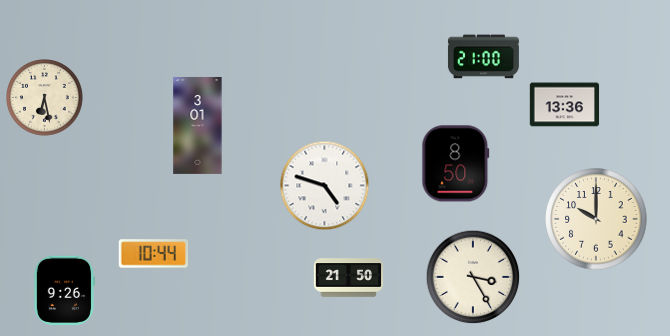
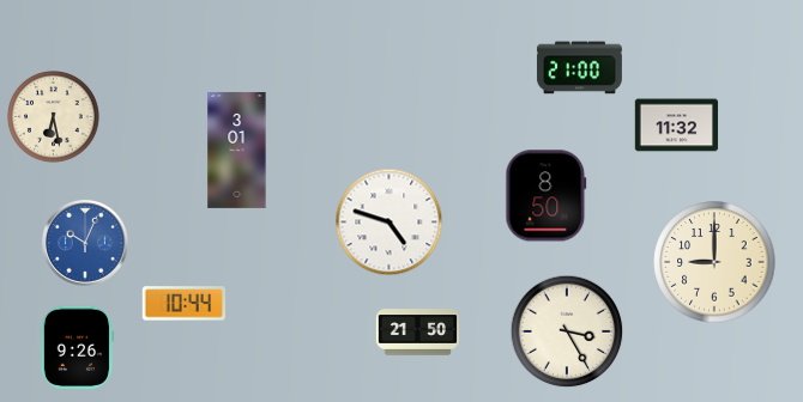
clock at (565, 105): 13:36 -> 11:32
clock at (85, 243): none -> 10:04
clock at (596, 219): 10:00 -> 9:00
